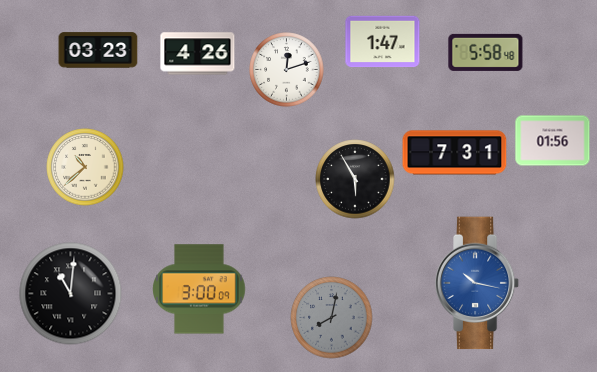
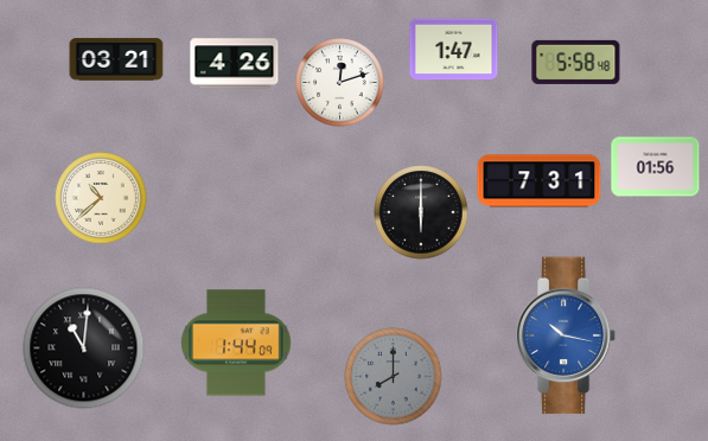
clock at (98, 50): 03:23 -> 03:21
clock at (355, 179): 5:55 -> 6:00
clock at (199, 289): 3:00 -> 1:44
clock at (332, 318): 8:02 -> 8:00
